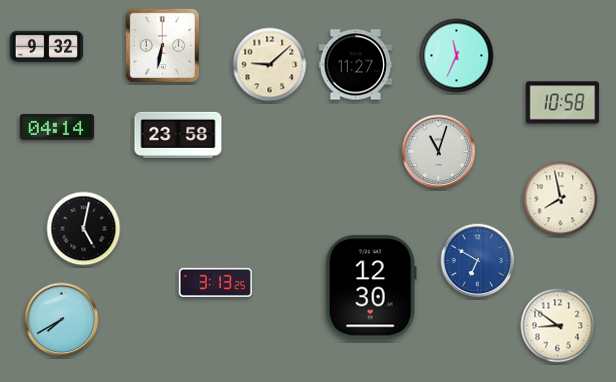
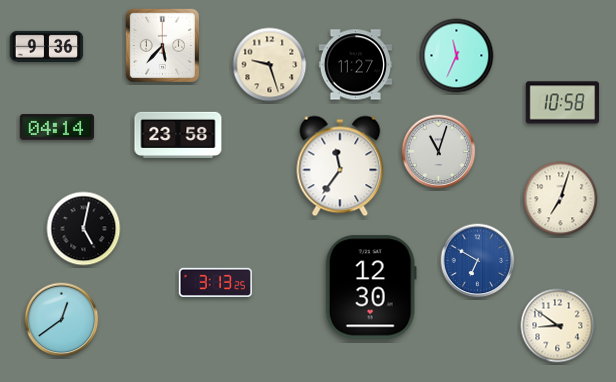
clock at (162, 45): 6:32 -> 5:37
clock at (47, 46): 9:32 -> 9:36
clock at (270, 65): 9:08 -> 9:27
clock at (340, 166): none -> 11:36
clock at (561, 199): 7:58 -> 7:03
clock at (62, 320): 7:40 -> 12:39
